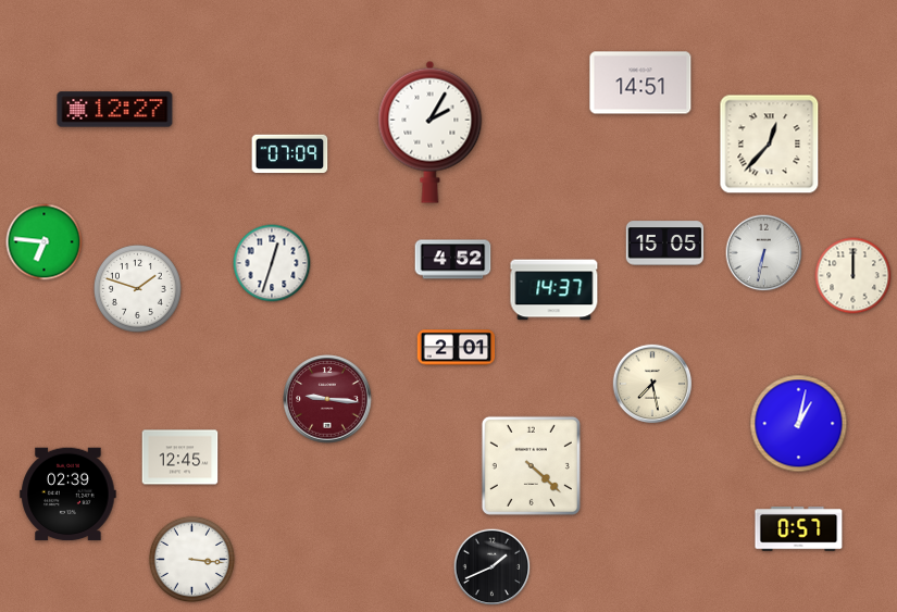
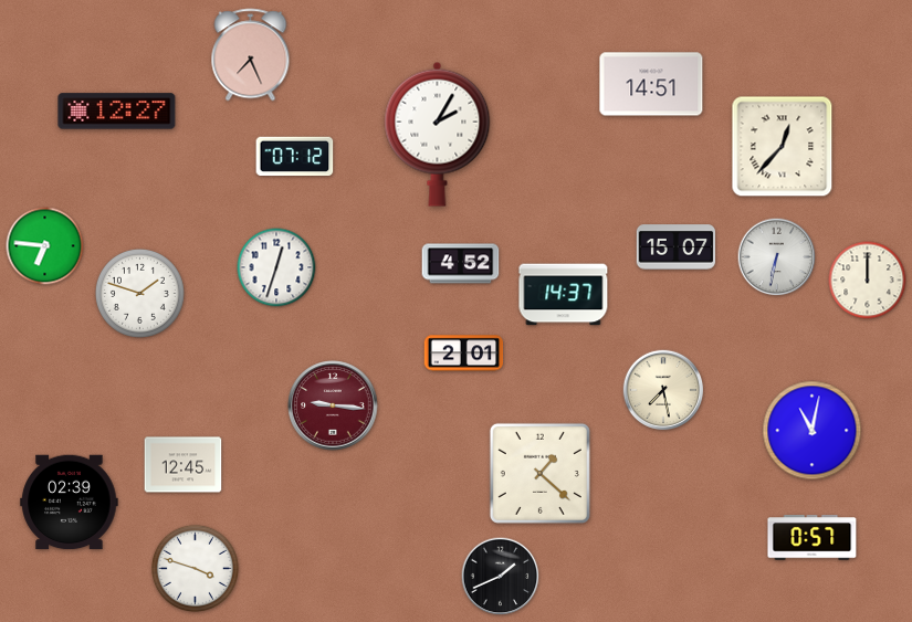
clock at (251, 55): none -> 7:26
clock at (290, 154): 07:09 -> 07:12
clock at (665, 243): 15:05 -> 15:07
clock at (799, 424): 1:02 -> 11:02
clock at (531, 465): 4:22 -> 1:22
clock at (191, 559): 3:16 -> 3:48
